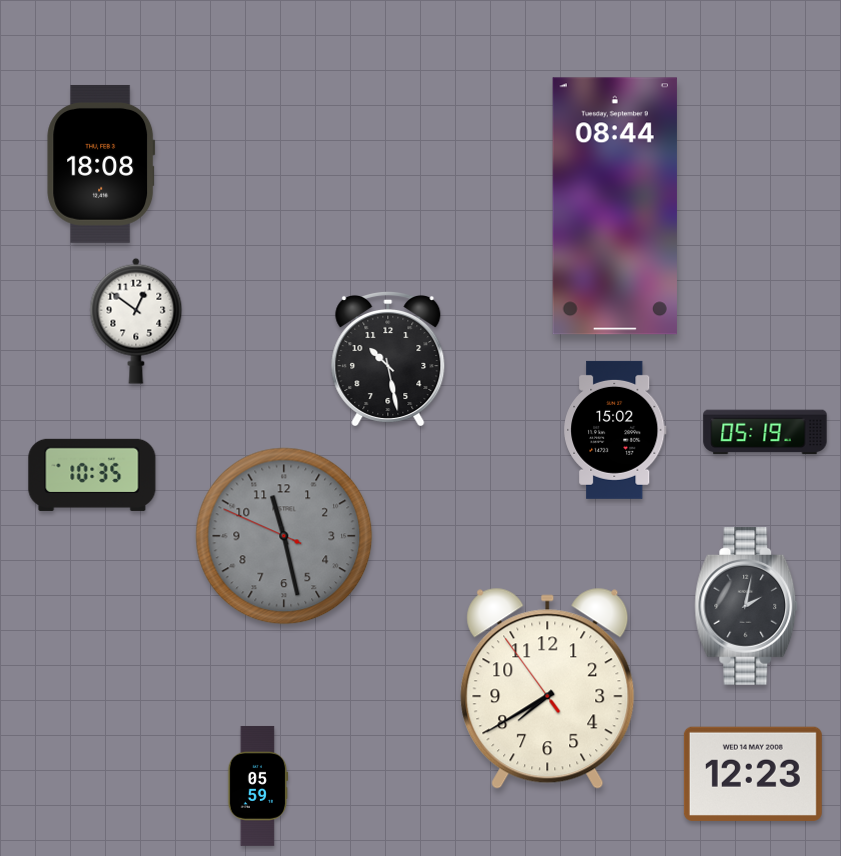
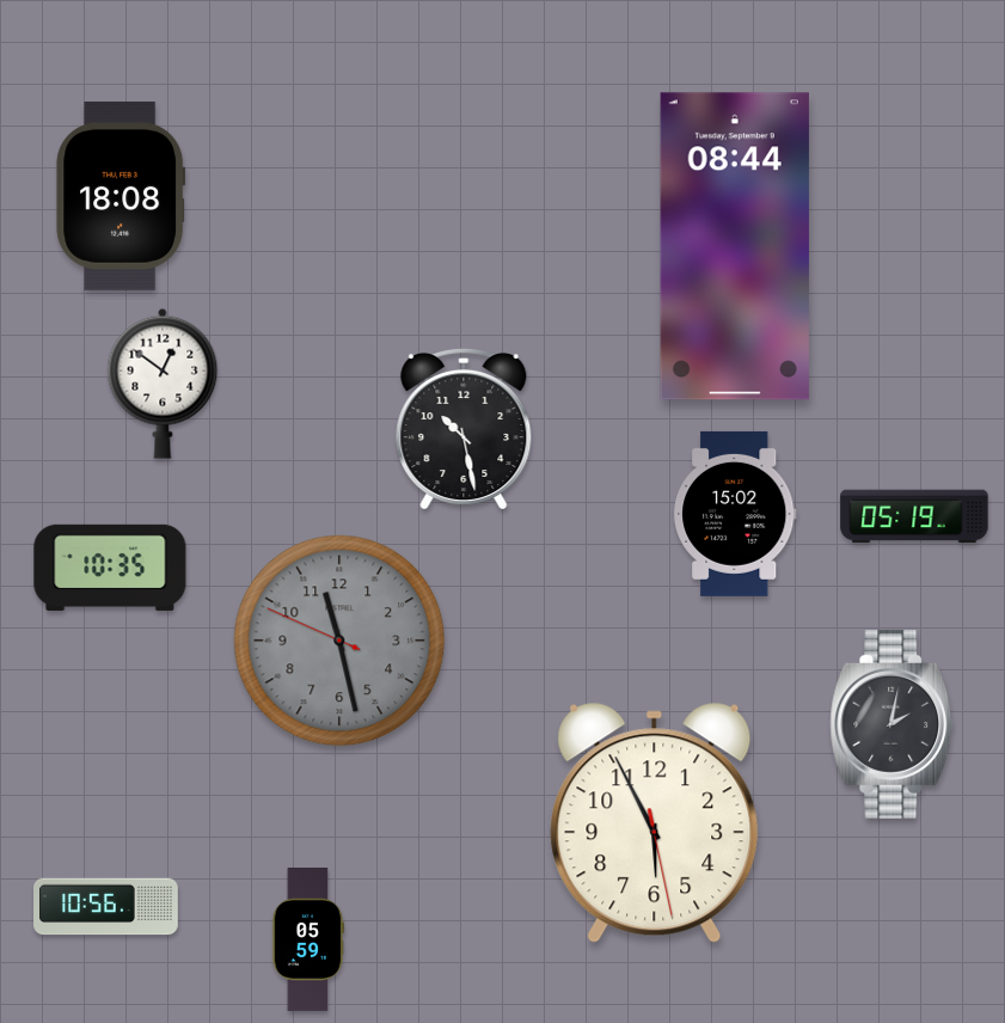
clock at (548, 688): 7:39 -> 5:55
clock at (106, 907): none -> 10:56
clock at (753, 774): 12:23 -> none
